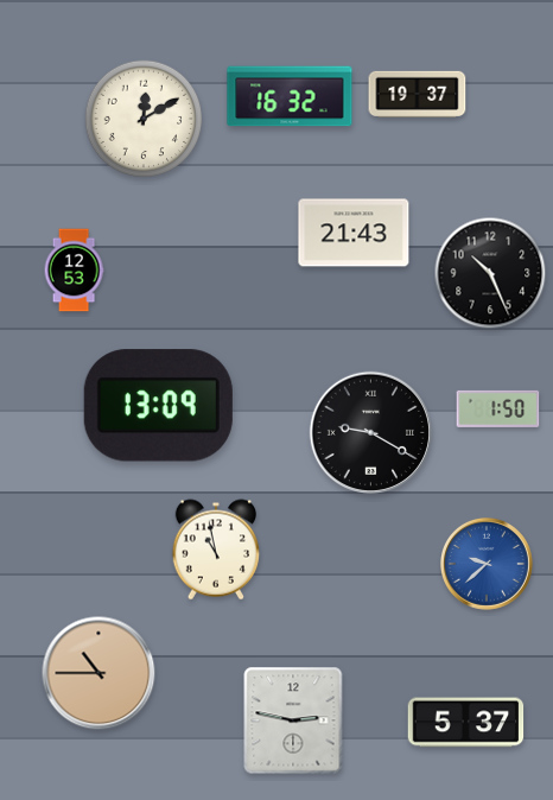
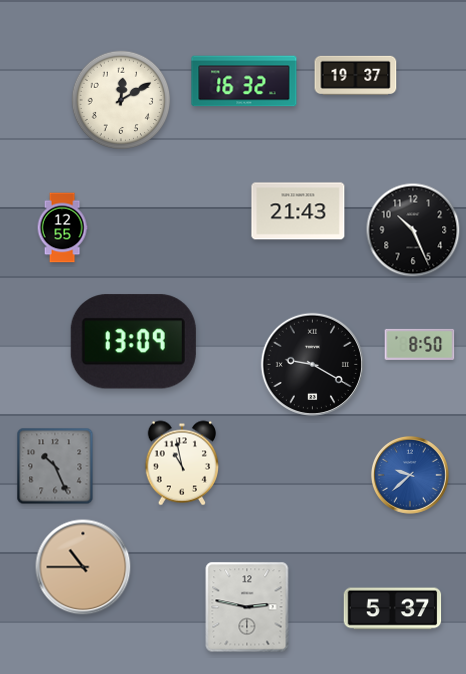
clock at (418, 94) position: (418, 94) -> (356, 75)
clock at (354, 233) position: (354, 233) -> (298, 211)
clock at (74, 271): 12:53 -> 12:55
clock at (498, 408): 1:50 -> 8:50
clock at (55, 466): none -> 10:26
